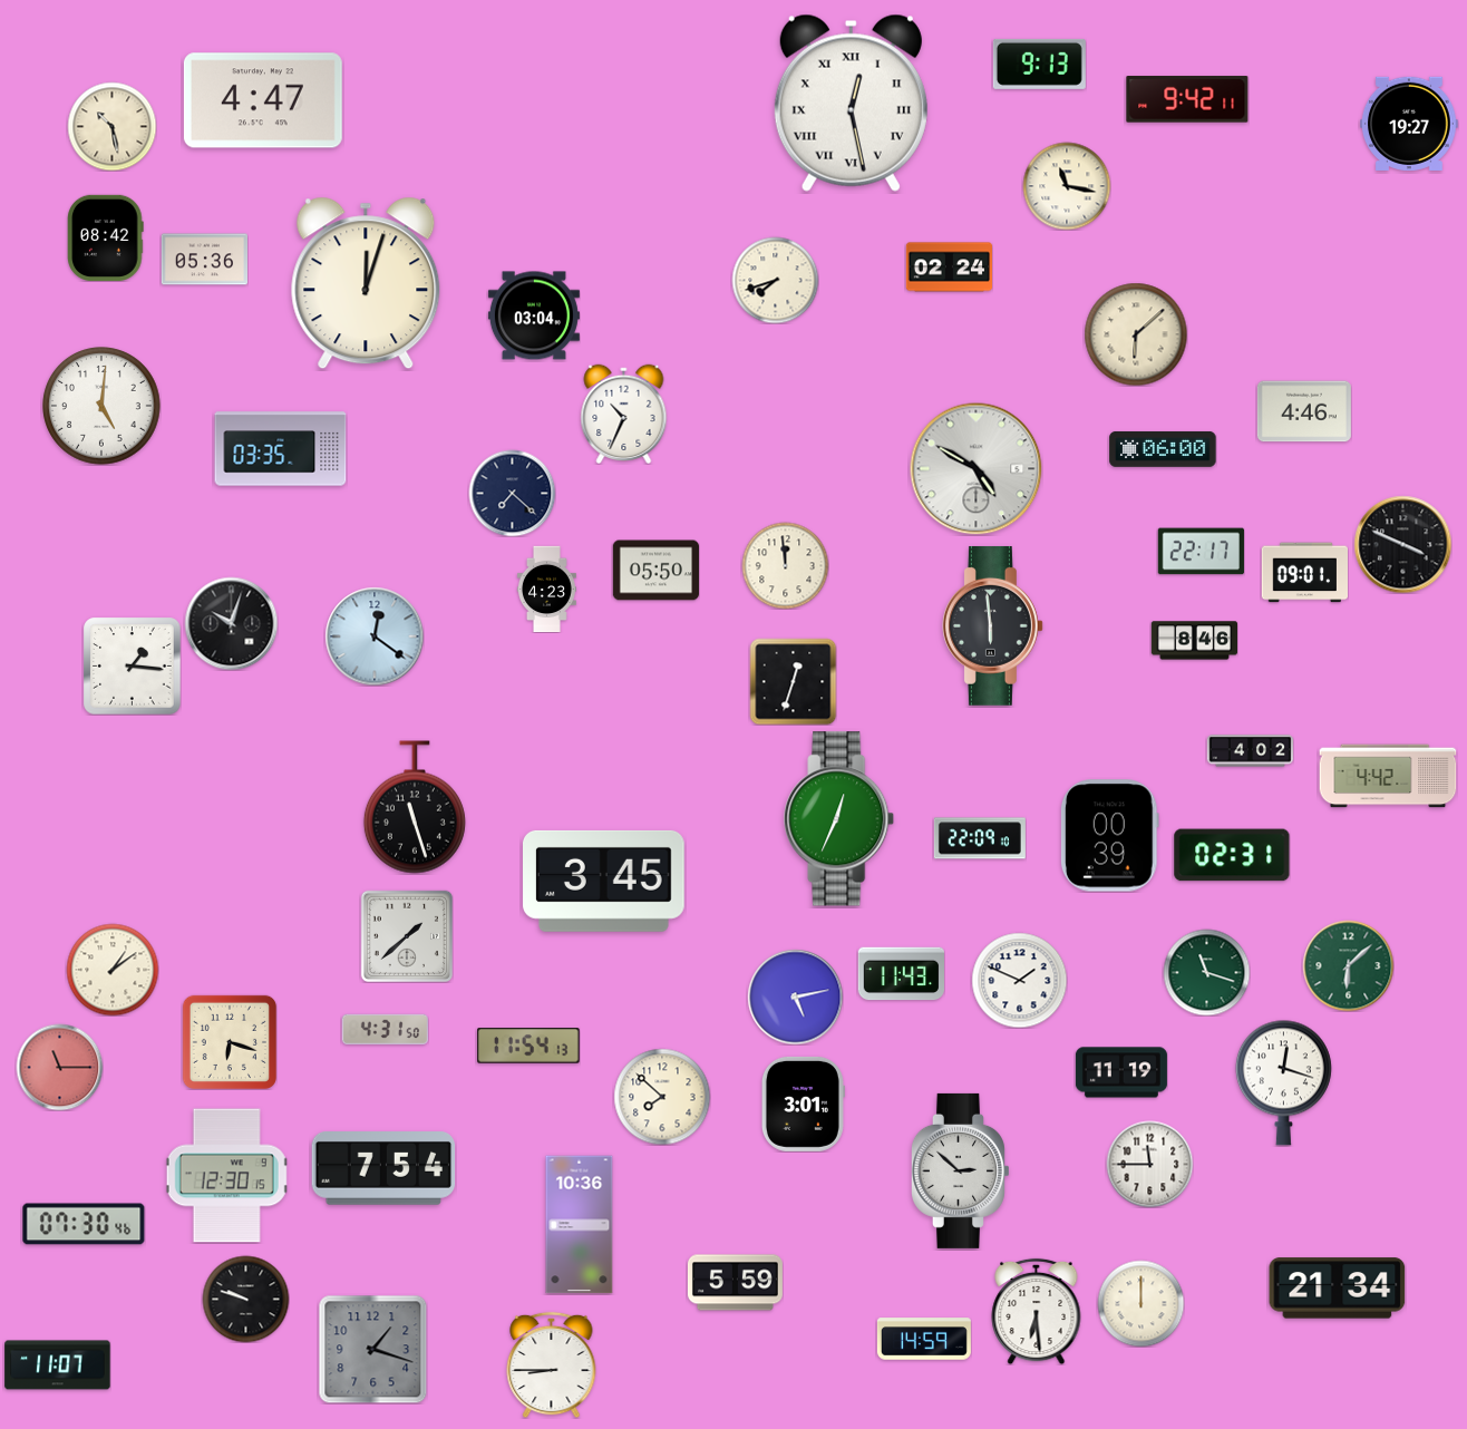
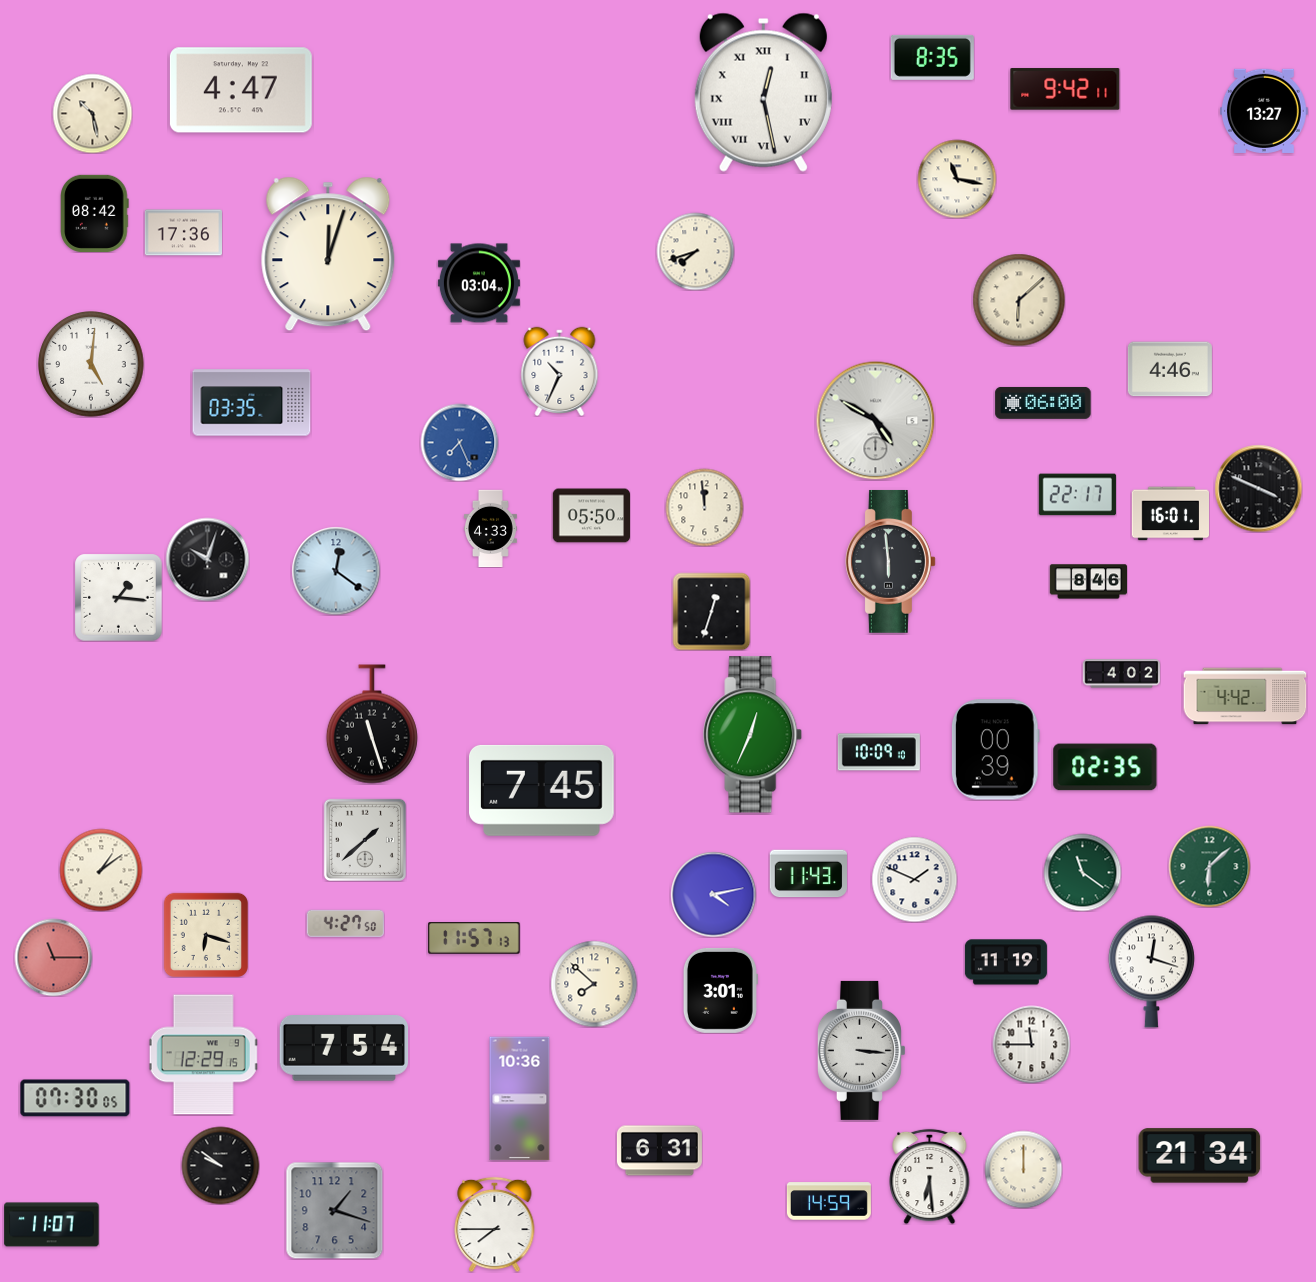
clock at (1039, 64): 9:13 -> 8:35
clock at (263, 100) position: (263, 100) -> (241, 90)
clock at (1410, 124): 19:27 -> 13:27
clock at (111, 126) position: (111, 126) -> (92, 113)
clock at (1067, 186) position: (1067, 186) -> (957, 179)
clock at (204, 260): 05:36 -> 17:36
clock at (949, 268): 02:24 -> none
clock at (512, 493): 7:22 -> 7:26
clock at (512, 493) dial: navy -> blue
clock at (655, 571) position: (655, 571) -> (591, 516)
clock at (1304, 573): 09:01 -> 16:01
clock at (546, 589): 4:23 -> 4:33
clock at (1194, 641) position: (1194, 641) -> (1088, 582)
clock at (980, 838): 22:09 -> 10:09
clock at (1232, 855): 02:31 -> 02:35
clock at (604, 881): 3:45 -> 7:45
clock at (1206, 972): 11:18 -> 11:21
clock at (795, 997): 5:13 -> 4:13
clock at (385, 1029): 4:31 -> 4:27
clock at (528, 1047): 11:54 -> 11:57
clock at (960, 1170): 2:52 -> 3:16
clock at (227, 1176): 12:30 -> 12:29
clock at (84, 1224): 07:30:46 -> 07:30:05
clock at (735, 1283): 5:59 -> 6:31
clock at (245, 1299): 9:48 -> 9:51
clock at (552, 1364): 8:45 -> 7:45
